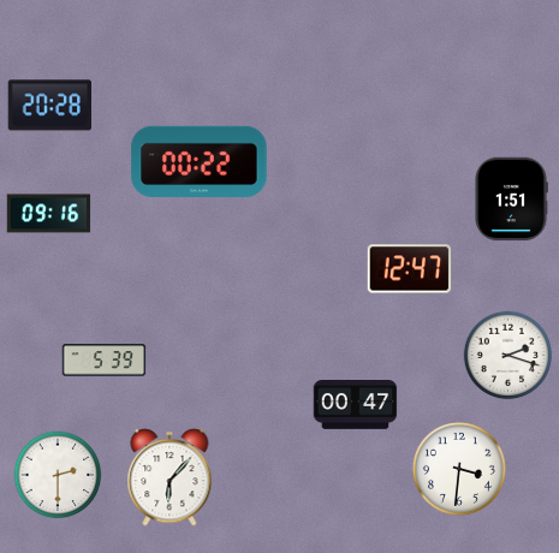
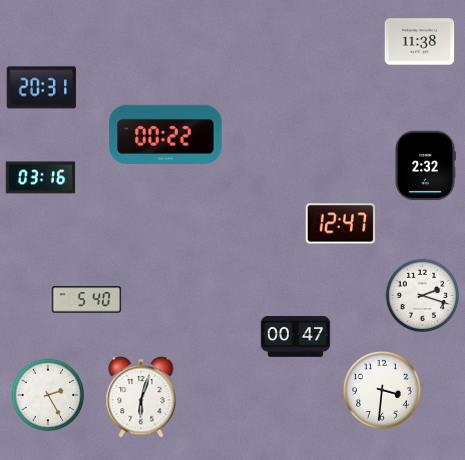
clock at (420, 42): none -> 11:38
clock at (49, 106): 20:28 -> 20:31
clock at (511, 200): 1:51 -> 2:32
clock at (49, 214): 09:16 -> 03:16
clock at (105, 361): 5:39 -> 5:40
clock at (58, 475): 2:30 -> 2:25
clock at (170, 477): 6:07 -> 6:03
